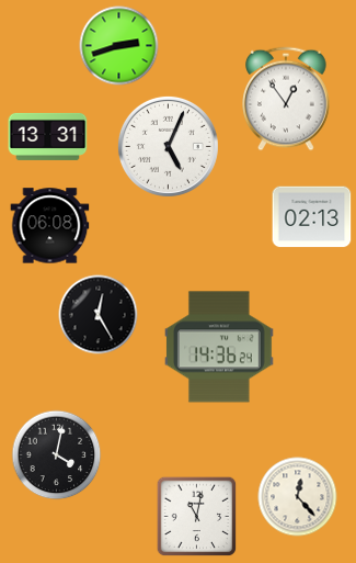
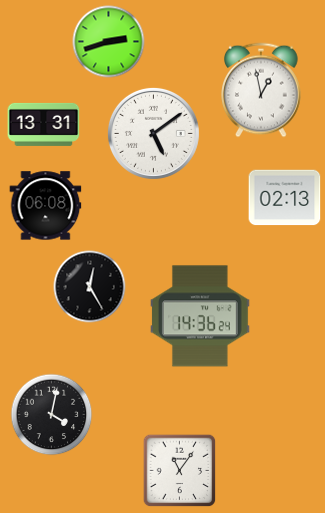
clock at (286, 99): 12:54 -> 12:58
clock at (168, 146): 5:04 -> 5:09
clock at (298, 497): 12:23 -> none
clock at (197, 517): 11:02 -> 11:06
